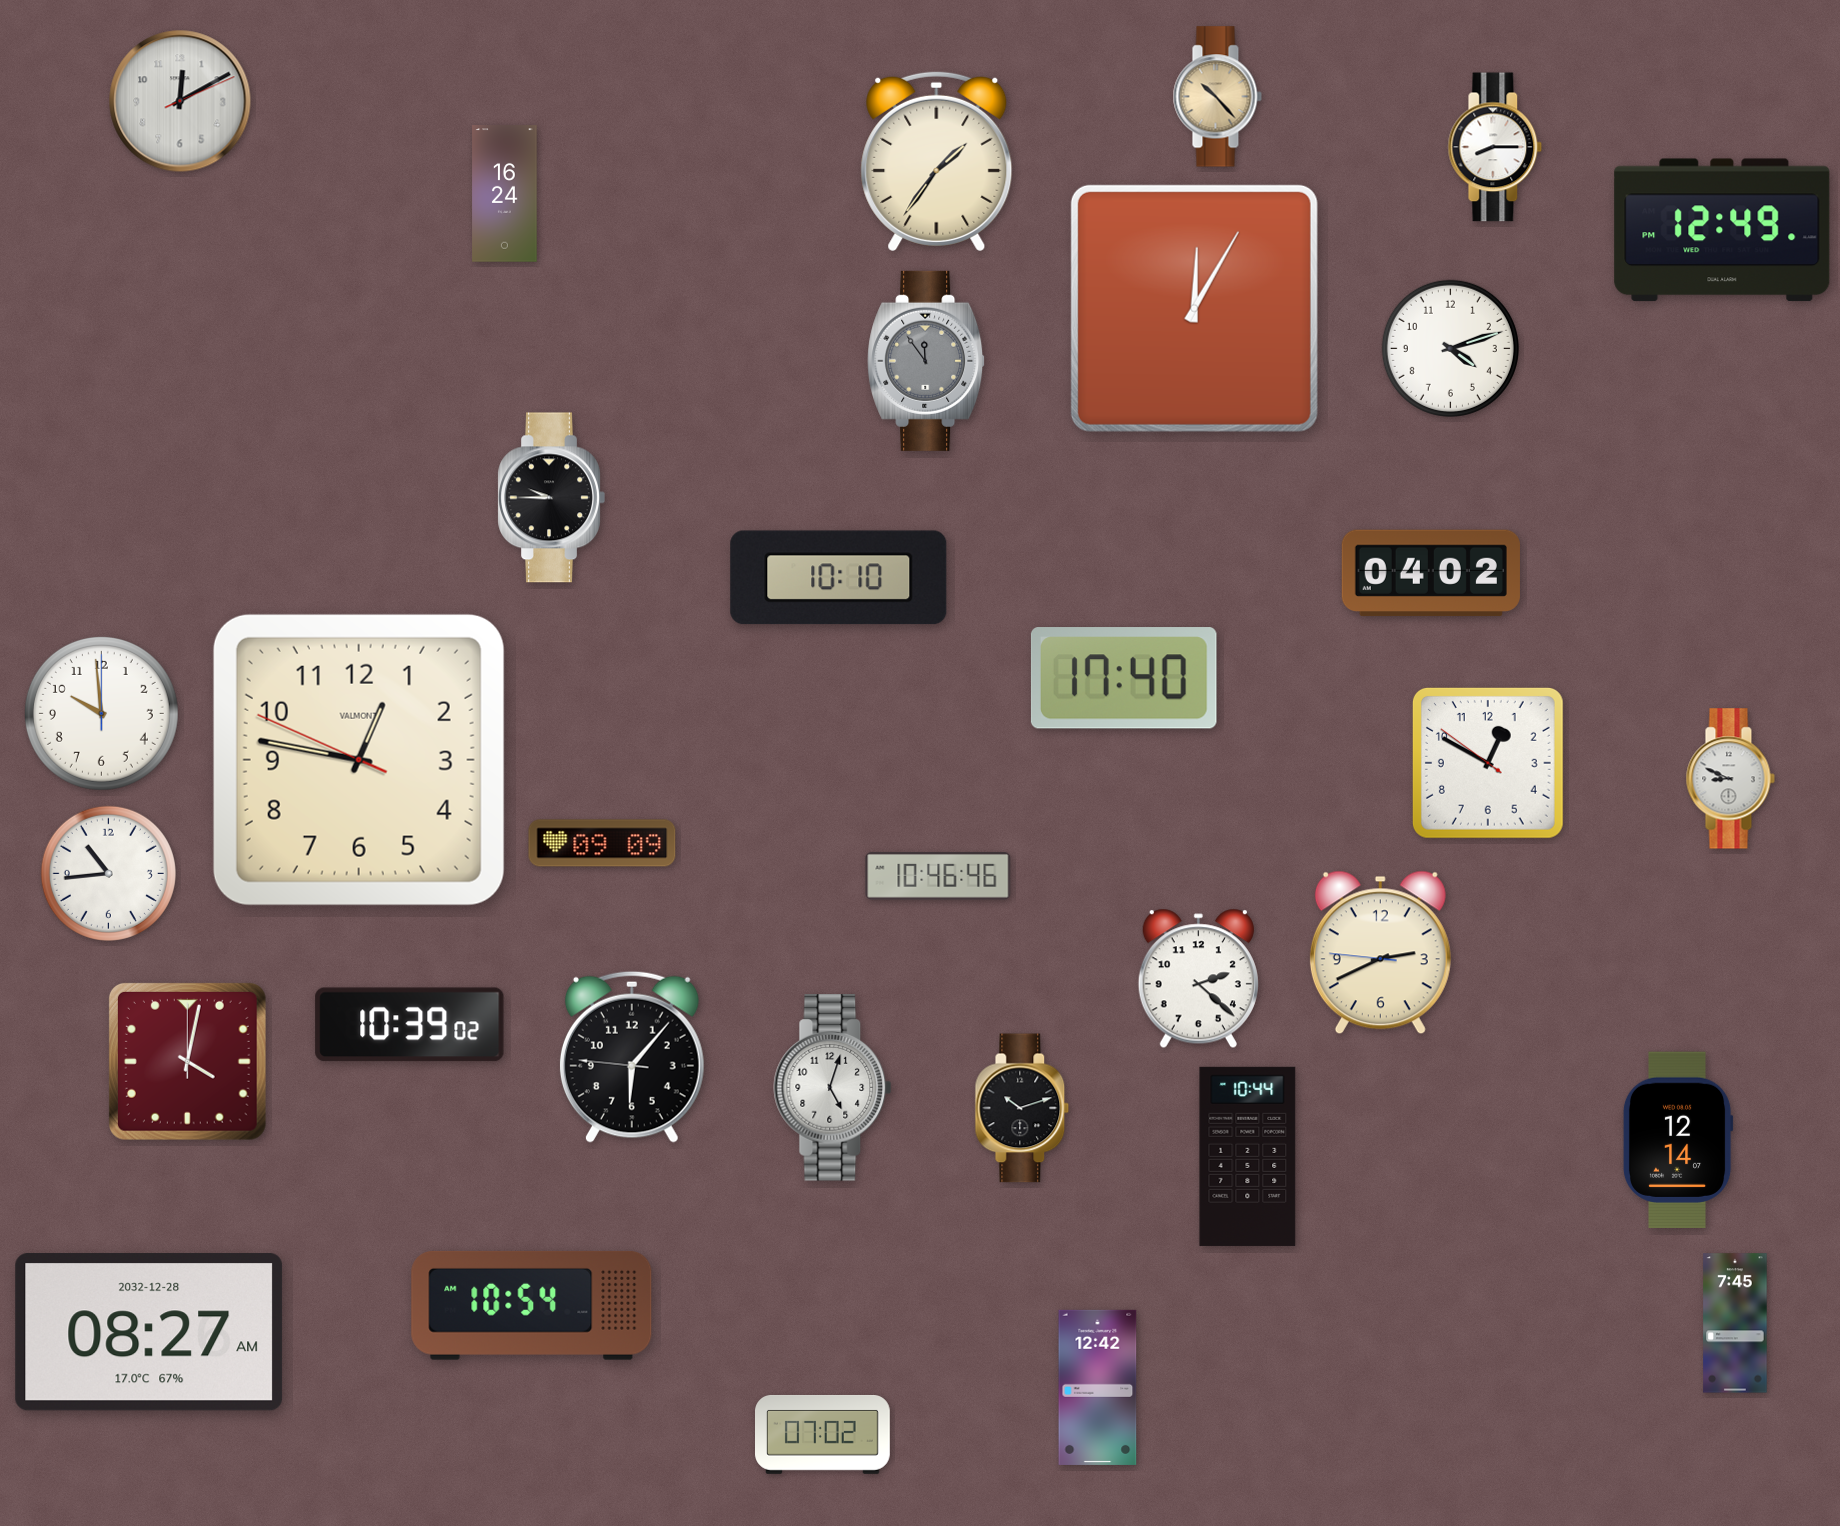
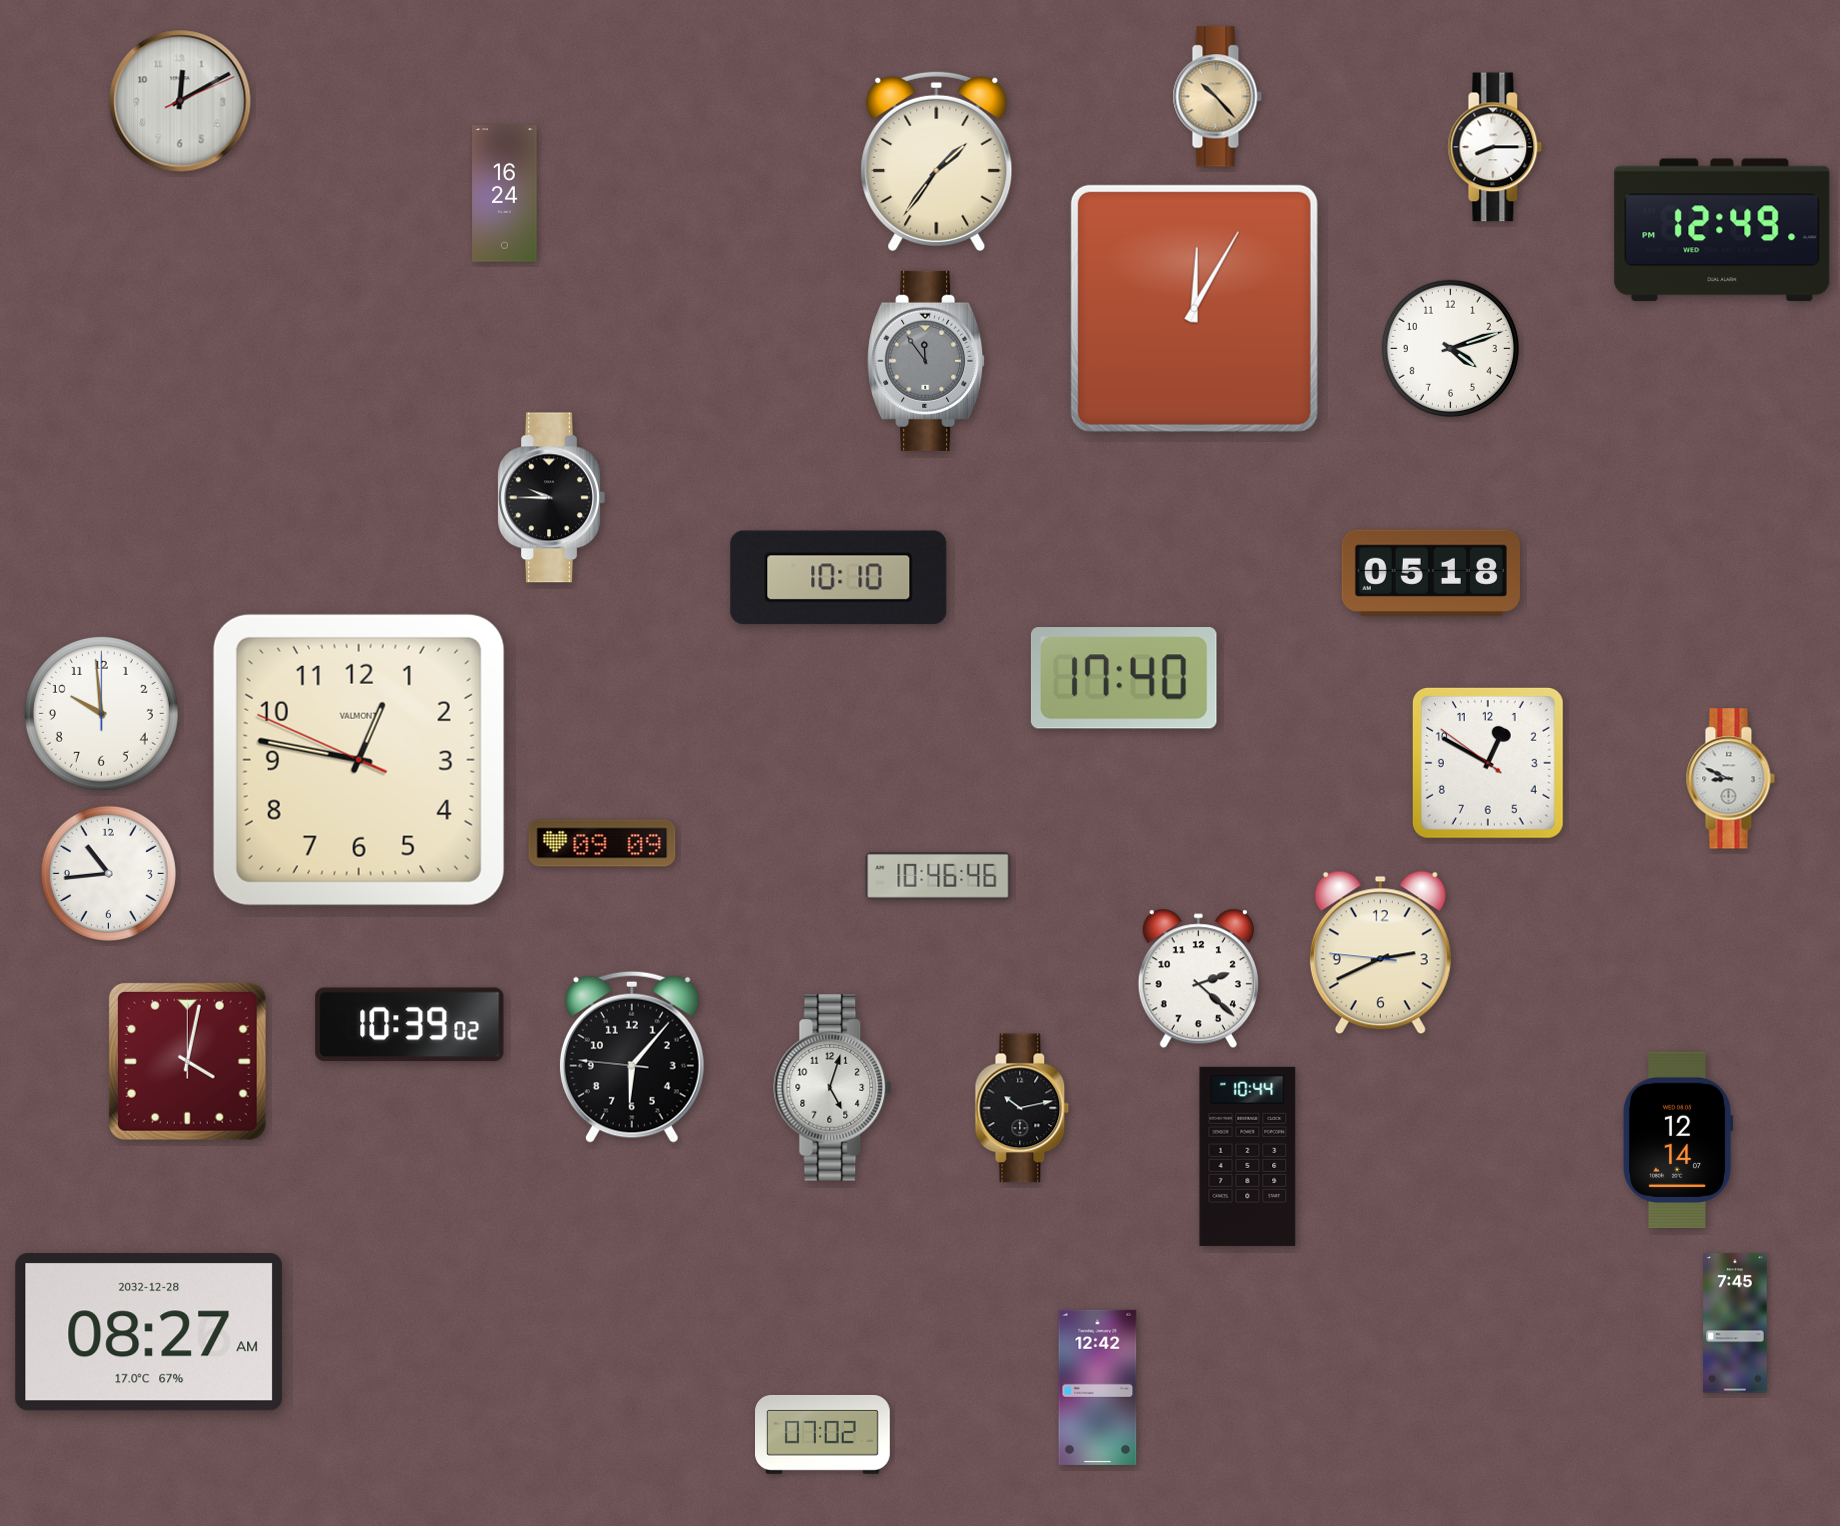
clock at (1431, 573): 04:02 -> 05:18
clock at (1022, 1108): 10:12 -> 10:13
clock at (532, 1305): 10:54 -> none
